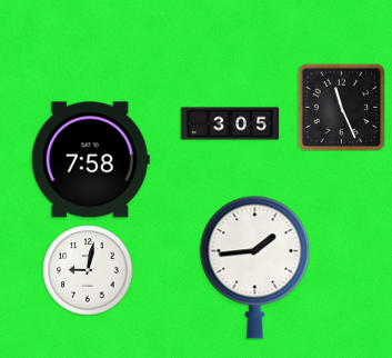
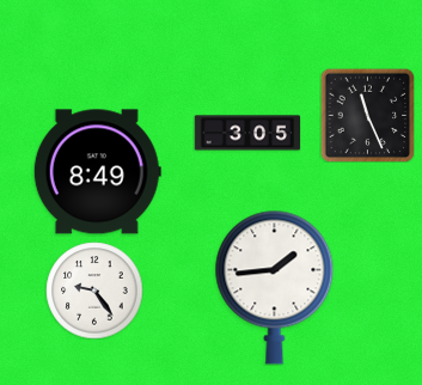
clock at (90, 160): 7:58 -> 8:49
clock at (88, 270): 9:02 -> 9:24
